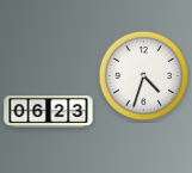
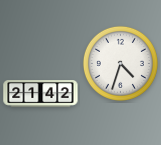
clock at (49, 112): 06:23 -> 21:42
